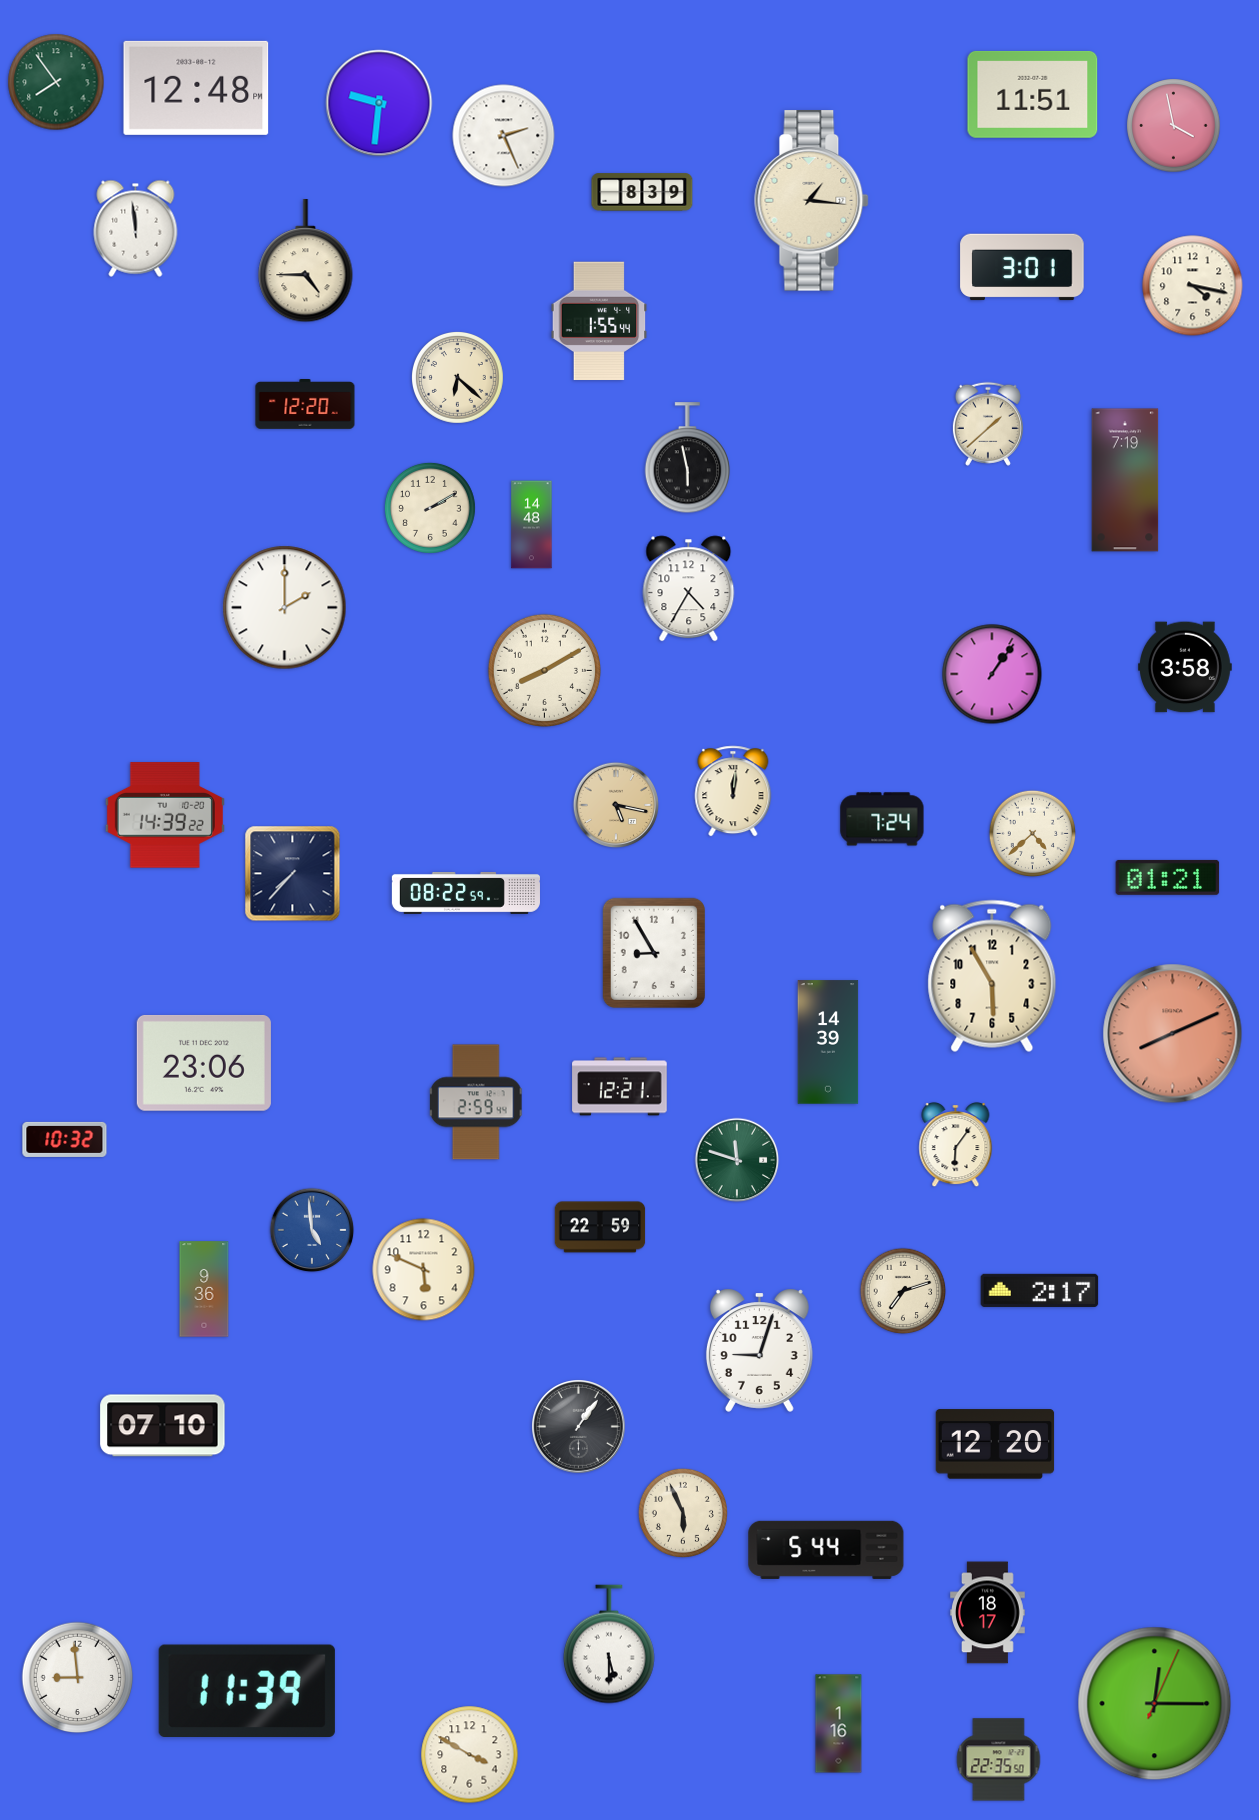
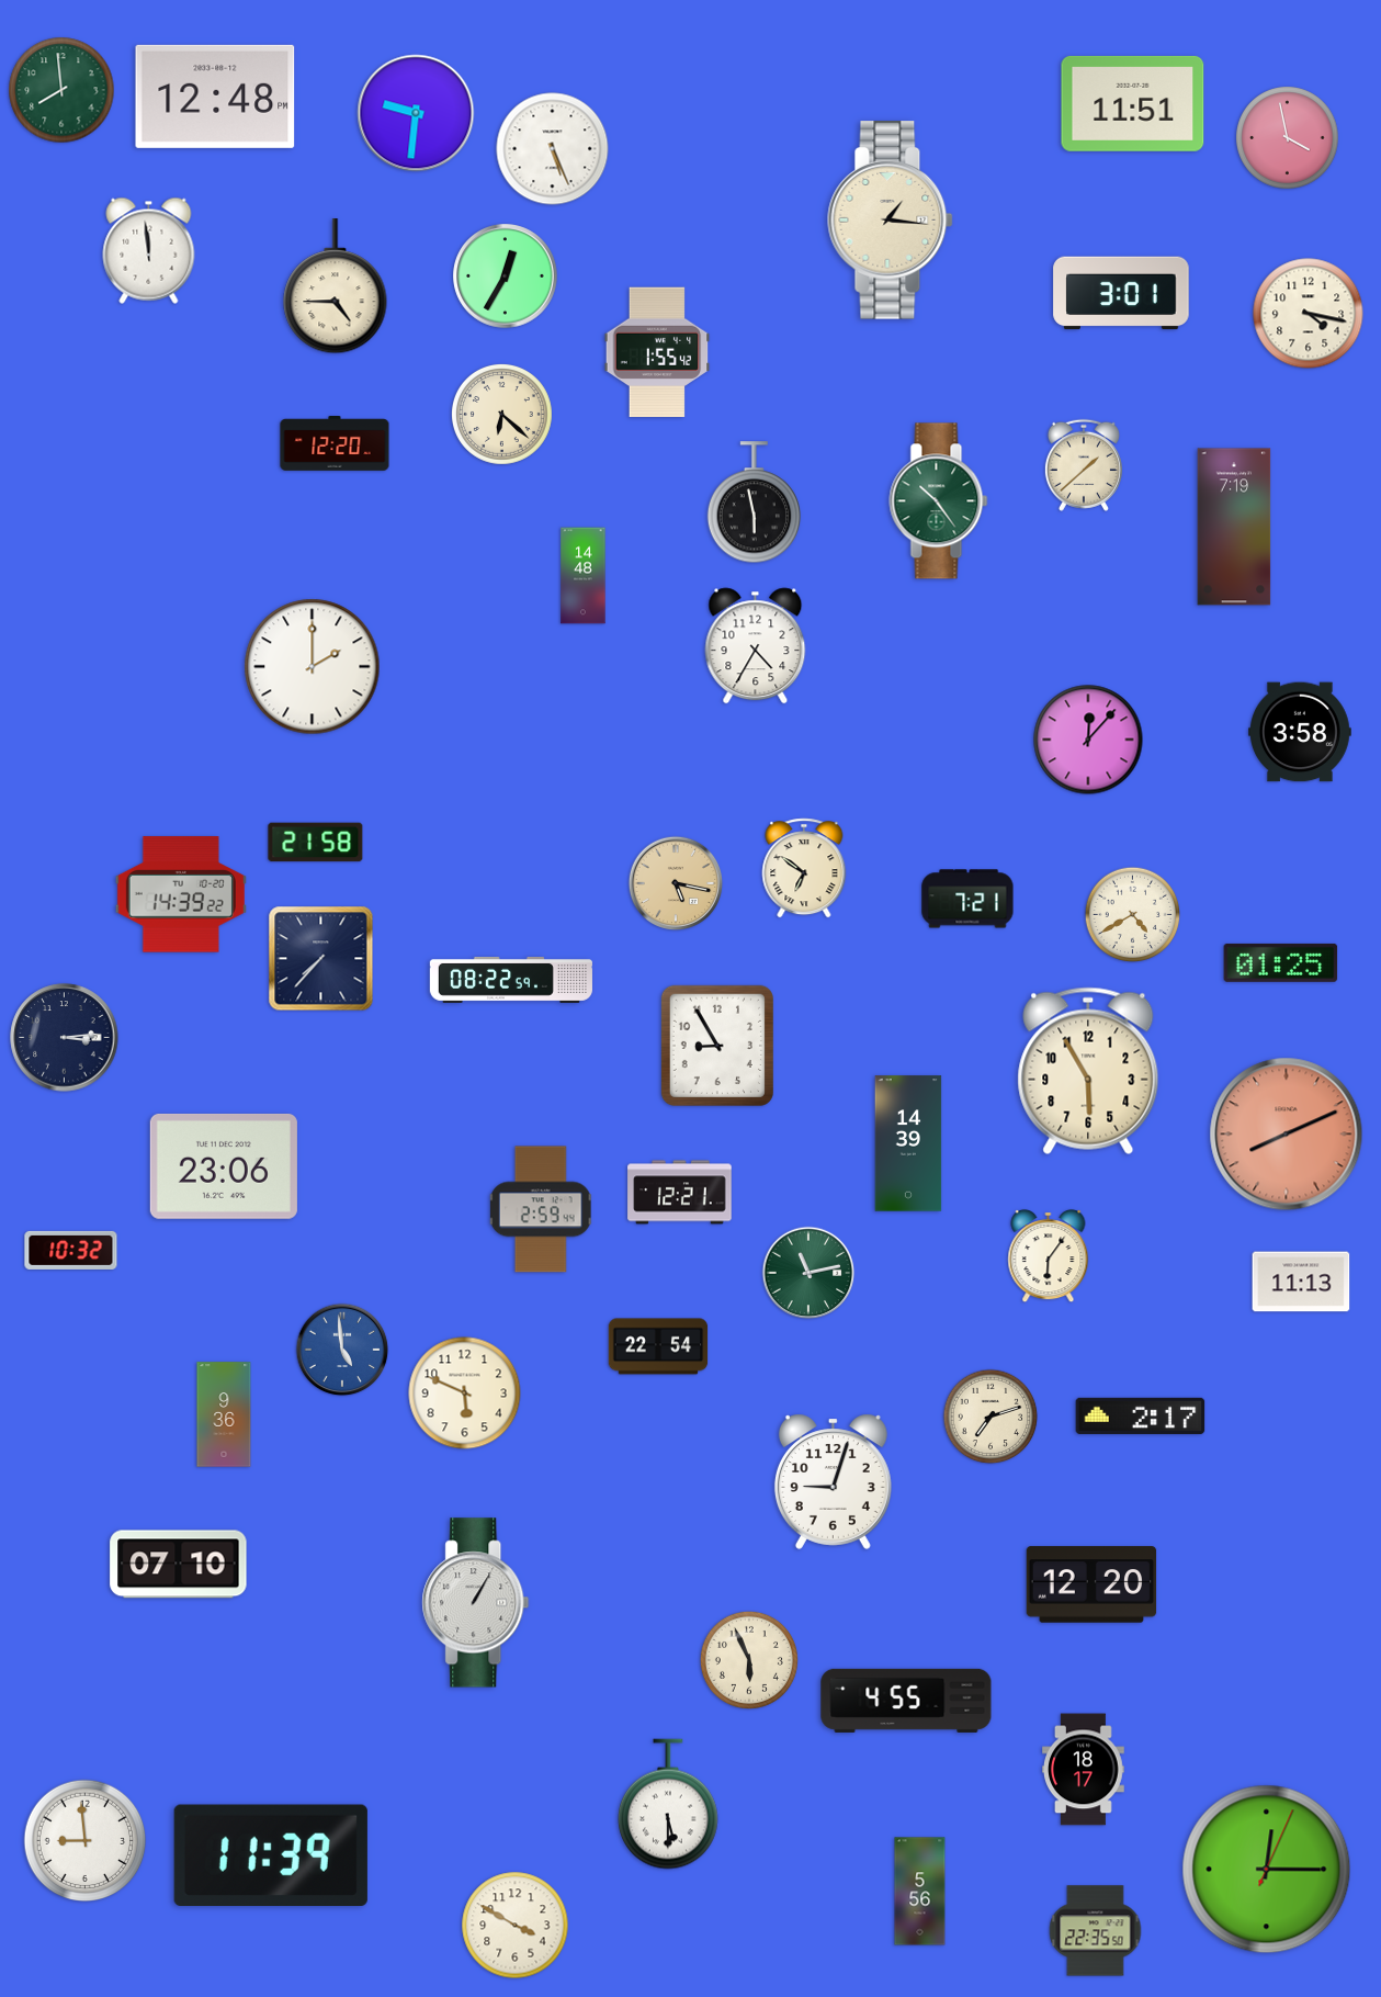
clock at (56, 82): 7:54 -> 7:59
clock at (504, 136): 2:26 -> 5:26
clock at (642, 192): 8:39 -> none
clock at (506, 277): none -> 12:35
clock at (599, 321): 1:55:44 -> 1:55:42
clock at (939, 501): none -> 10:24
clock at (430, 508): 2:10 -> none
clock at (544, 670): 8:10 -> none
clock at (992, 674): 1:06 -> 12:07
clock at (316, 843): none -> 21:58
clock at (733, 791): 12:01 -> 6:51
clock at (882, 819): 7:24 -> 7:21
clock at (1033, 834): 4:38 -> 4:40
clock at (1168, 877): 01:21 -> 01:25
clock at (65, 1038): none -> 3:14
clock at (476, 1102) position: (476, 1102) -> (541, 1209)
clock at (737, 1160): 11:48 -> 11:13
clock at (1301, 1282): none -> 11:13
clock at (600, 1227): 22:59 -> 22:54
clock at (579, 1427): 1:06 -> none
clock at (476, 1603): none -> 1:05
clock at (826, 1550): 5:44 -> 4:55
clock at (839, 1724): 1:16 -> 5:56
